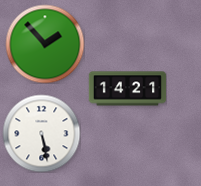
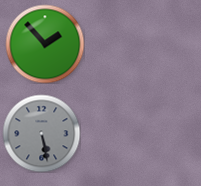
clock at (127, 89): 14:21 -> none
clock at (41, 133) dial: white -> grey
